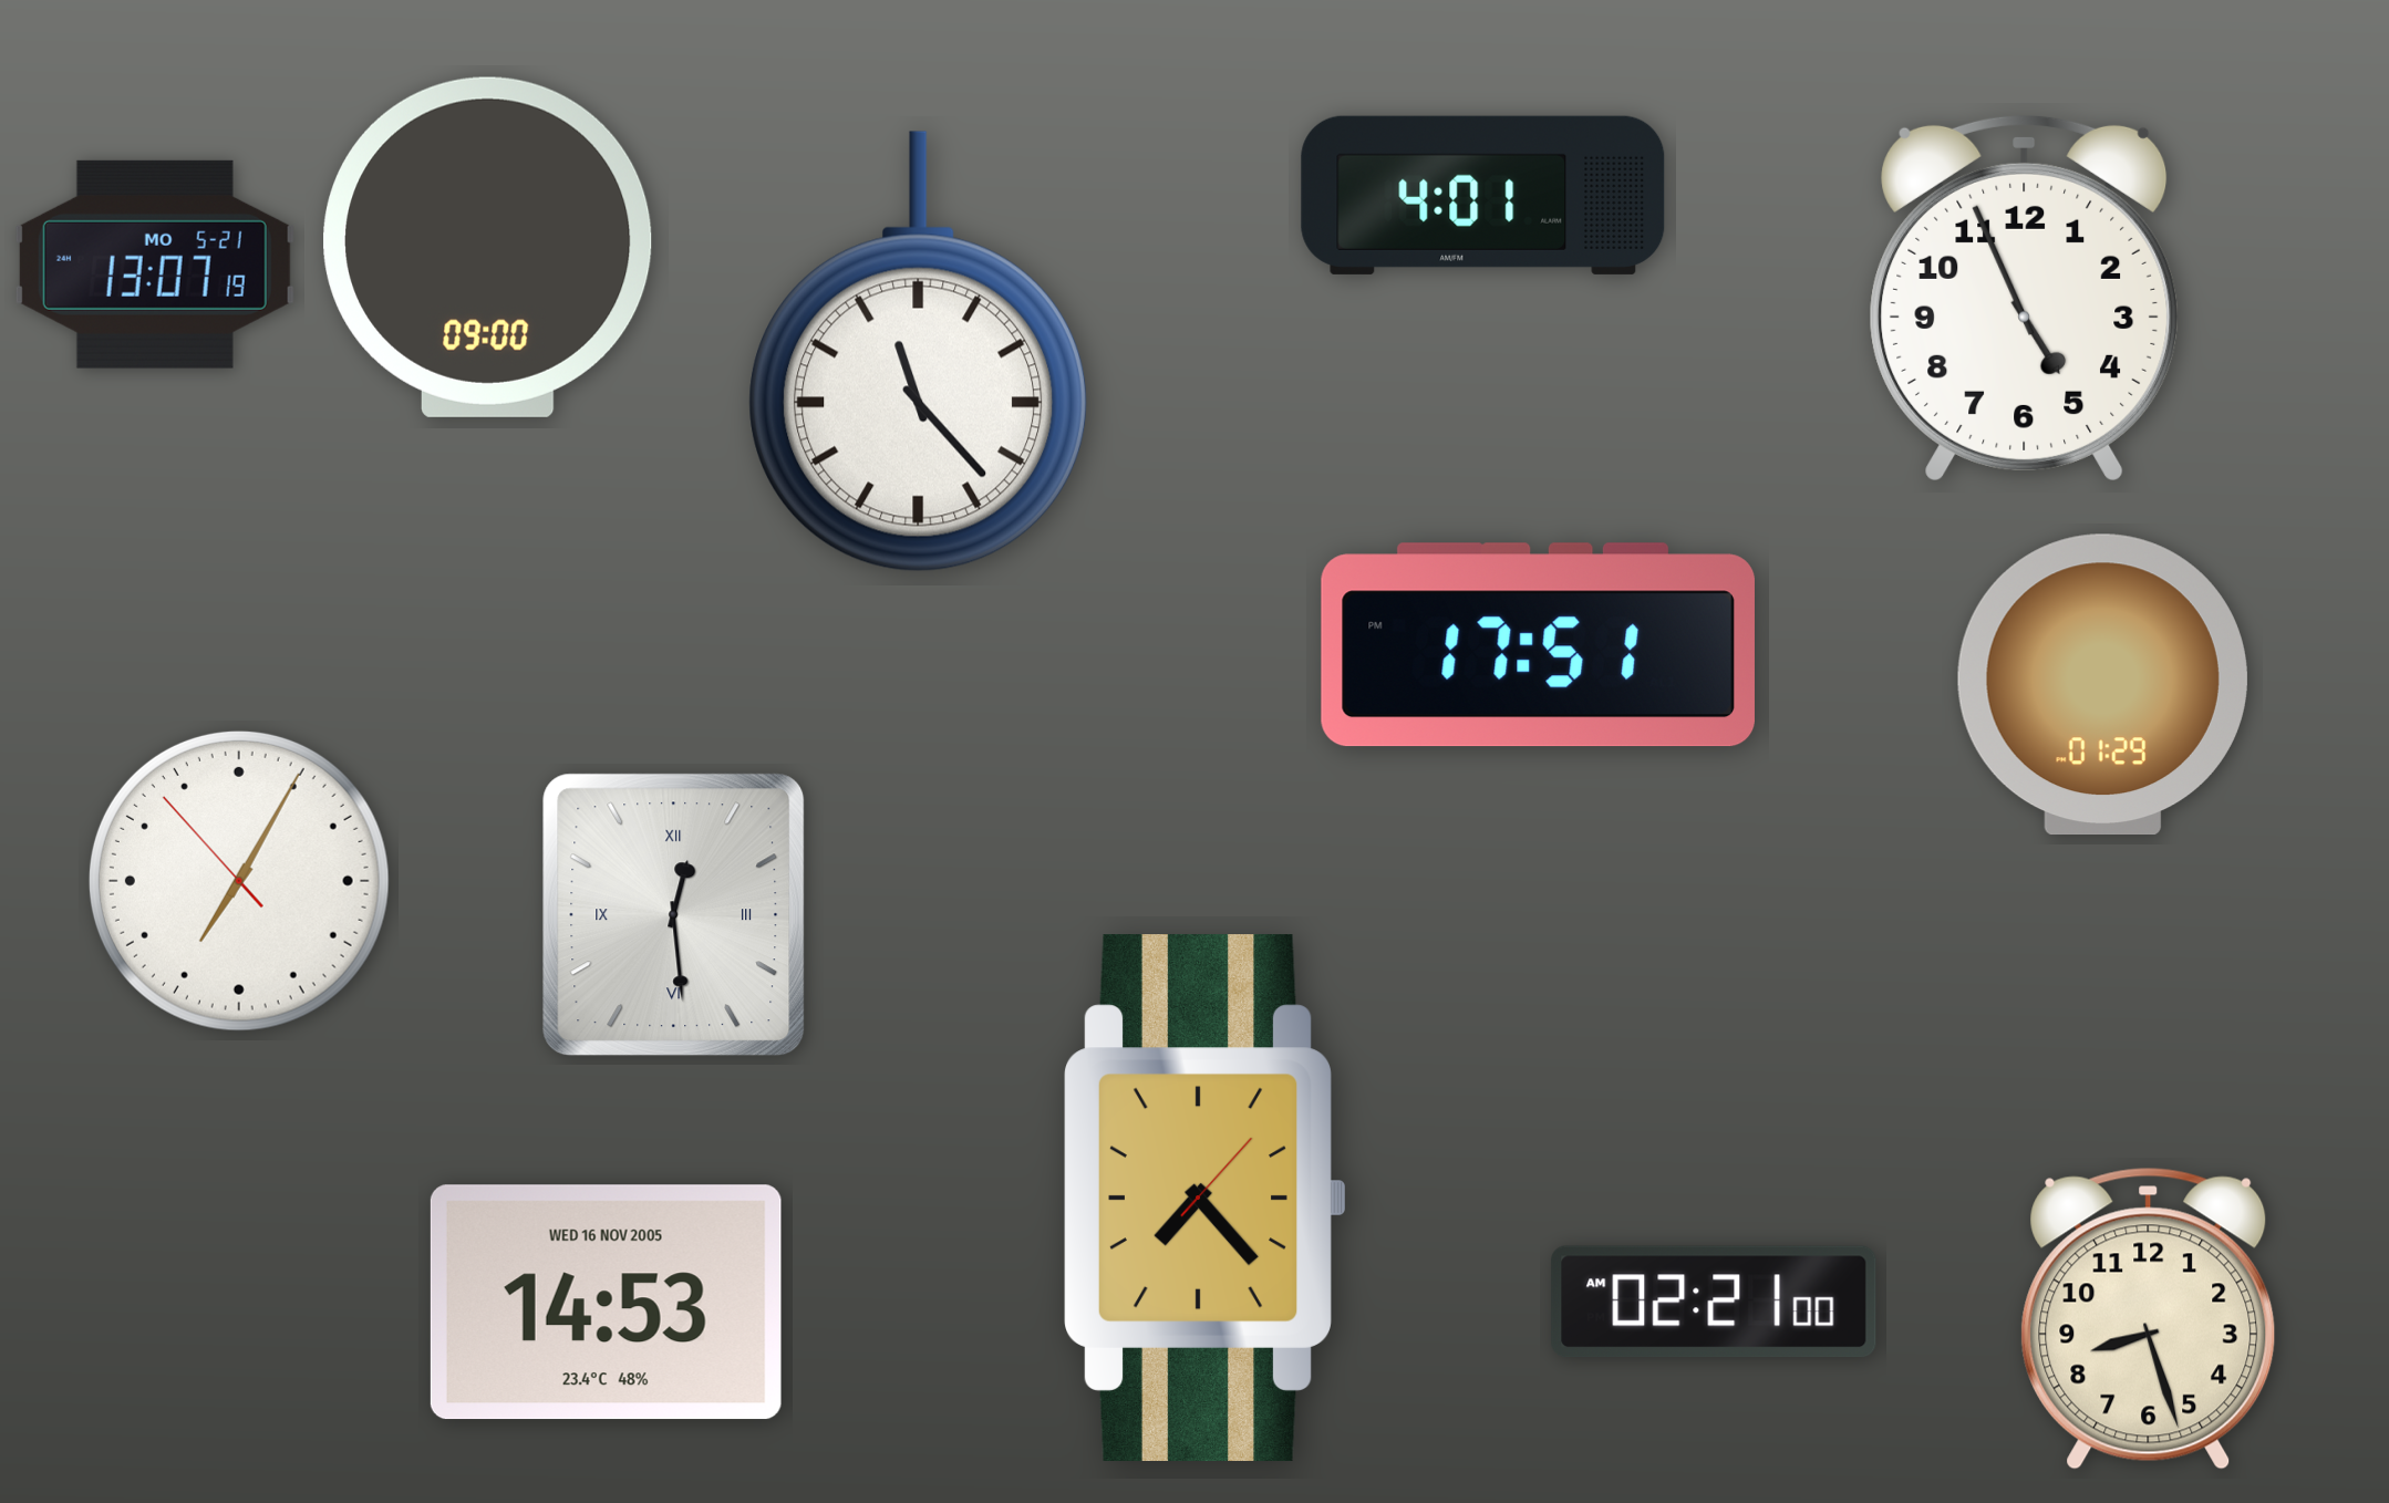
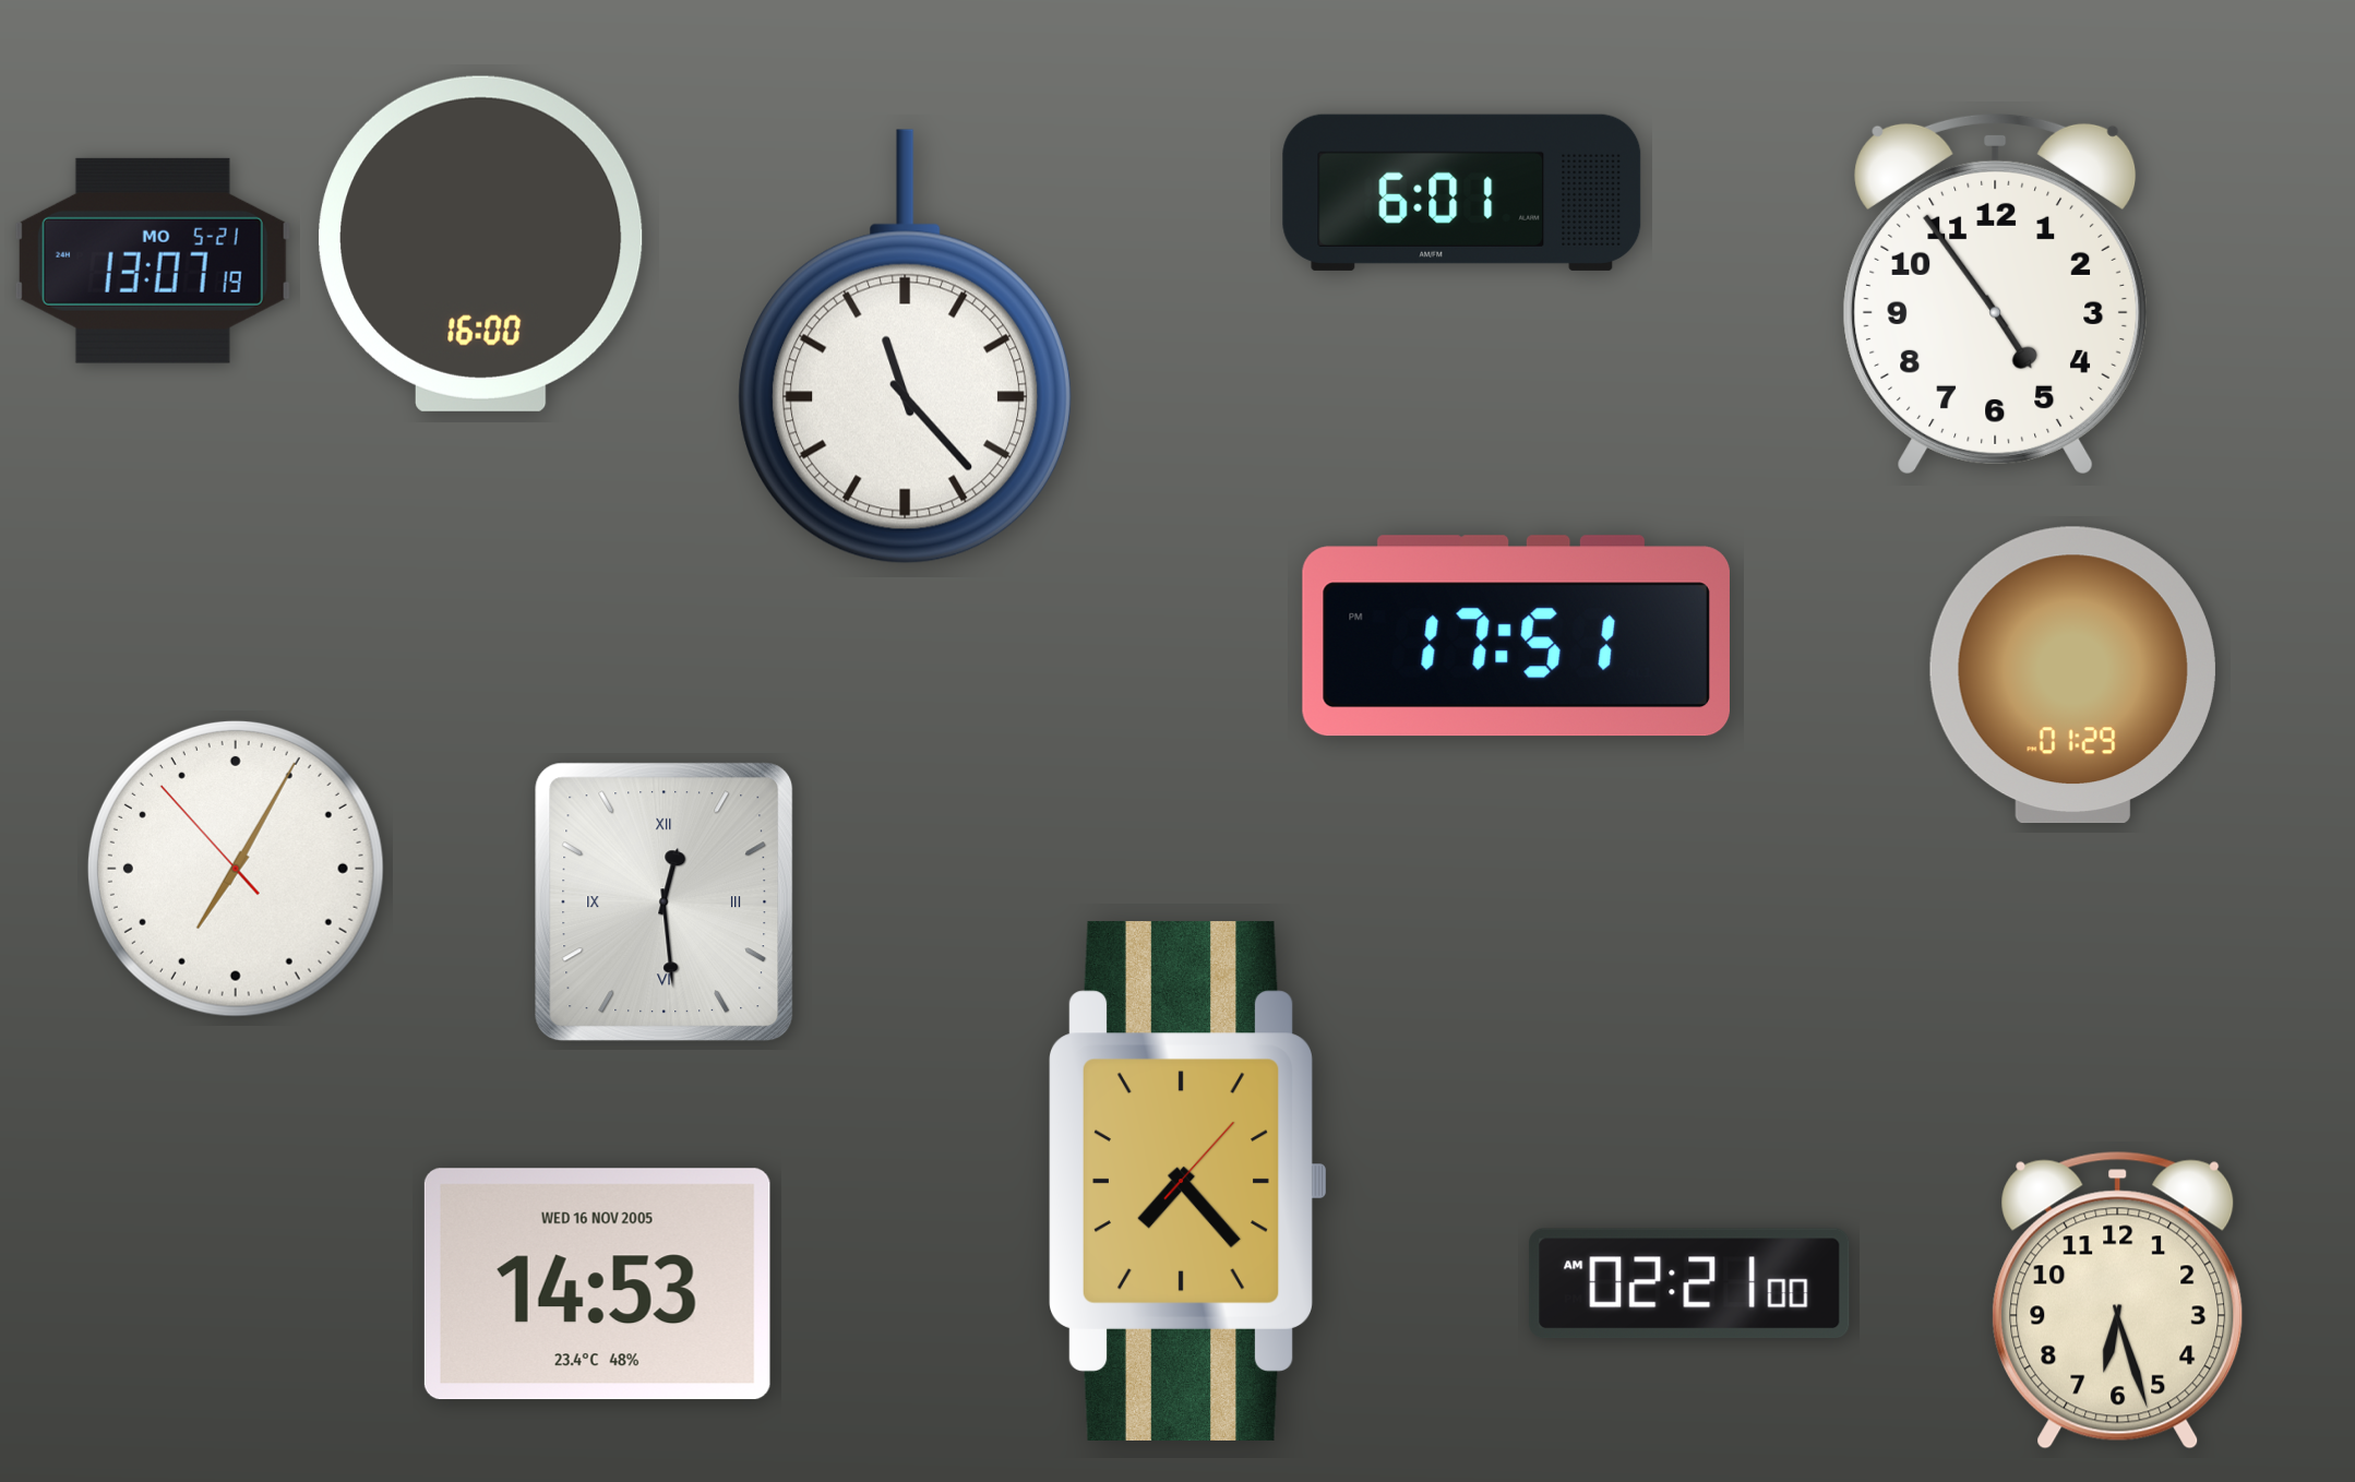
clock at (1483, 195): 4:01 -> 6:01
clock at (488, 247): 09:00 -> 16:00
clock at (2025, 298): 4:56 -> 4:54
clock at (2149, 1318): 8:27 -> 6:27
